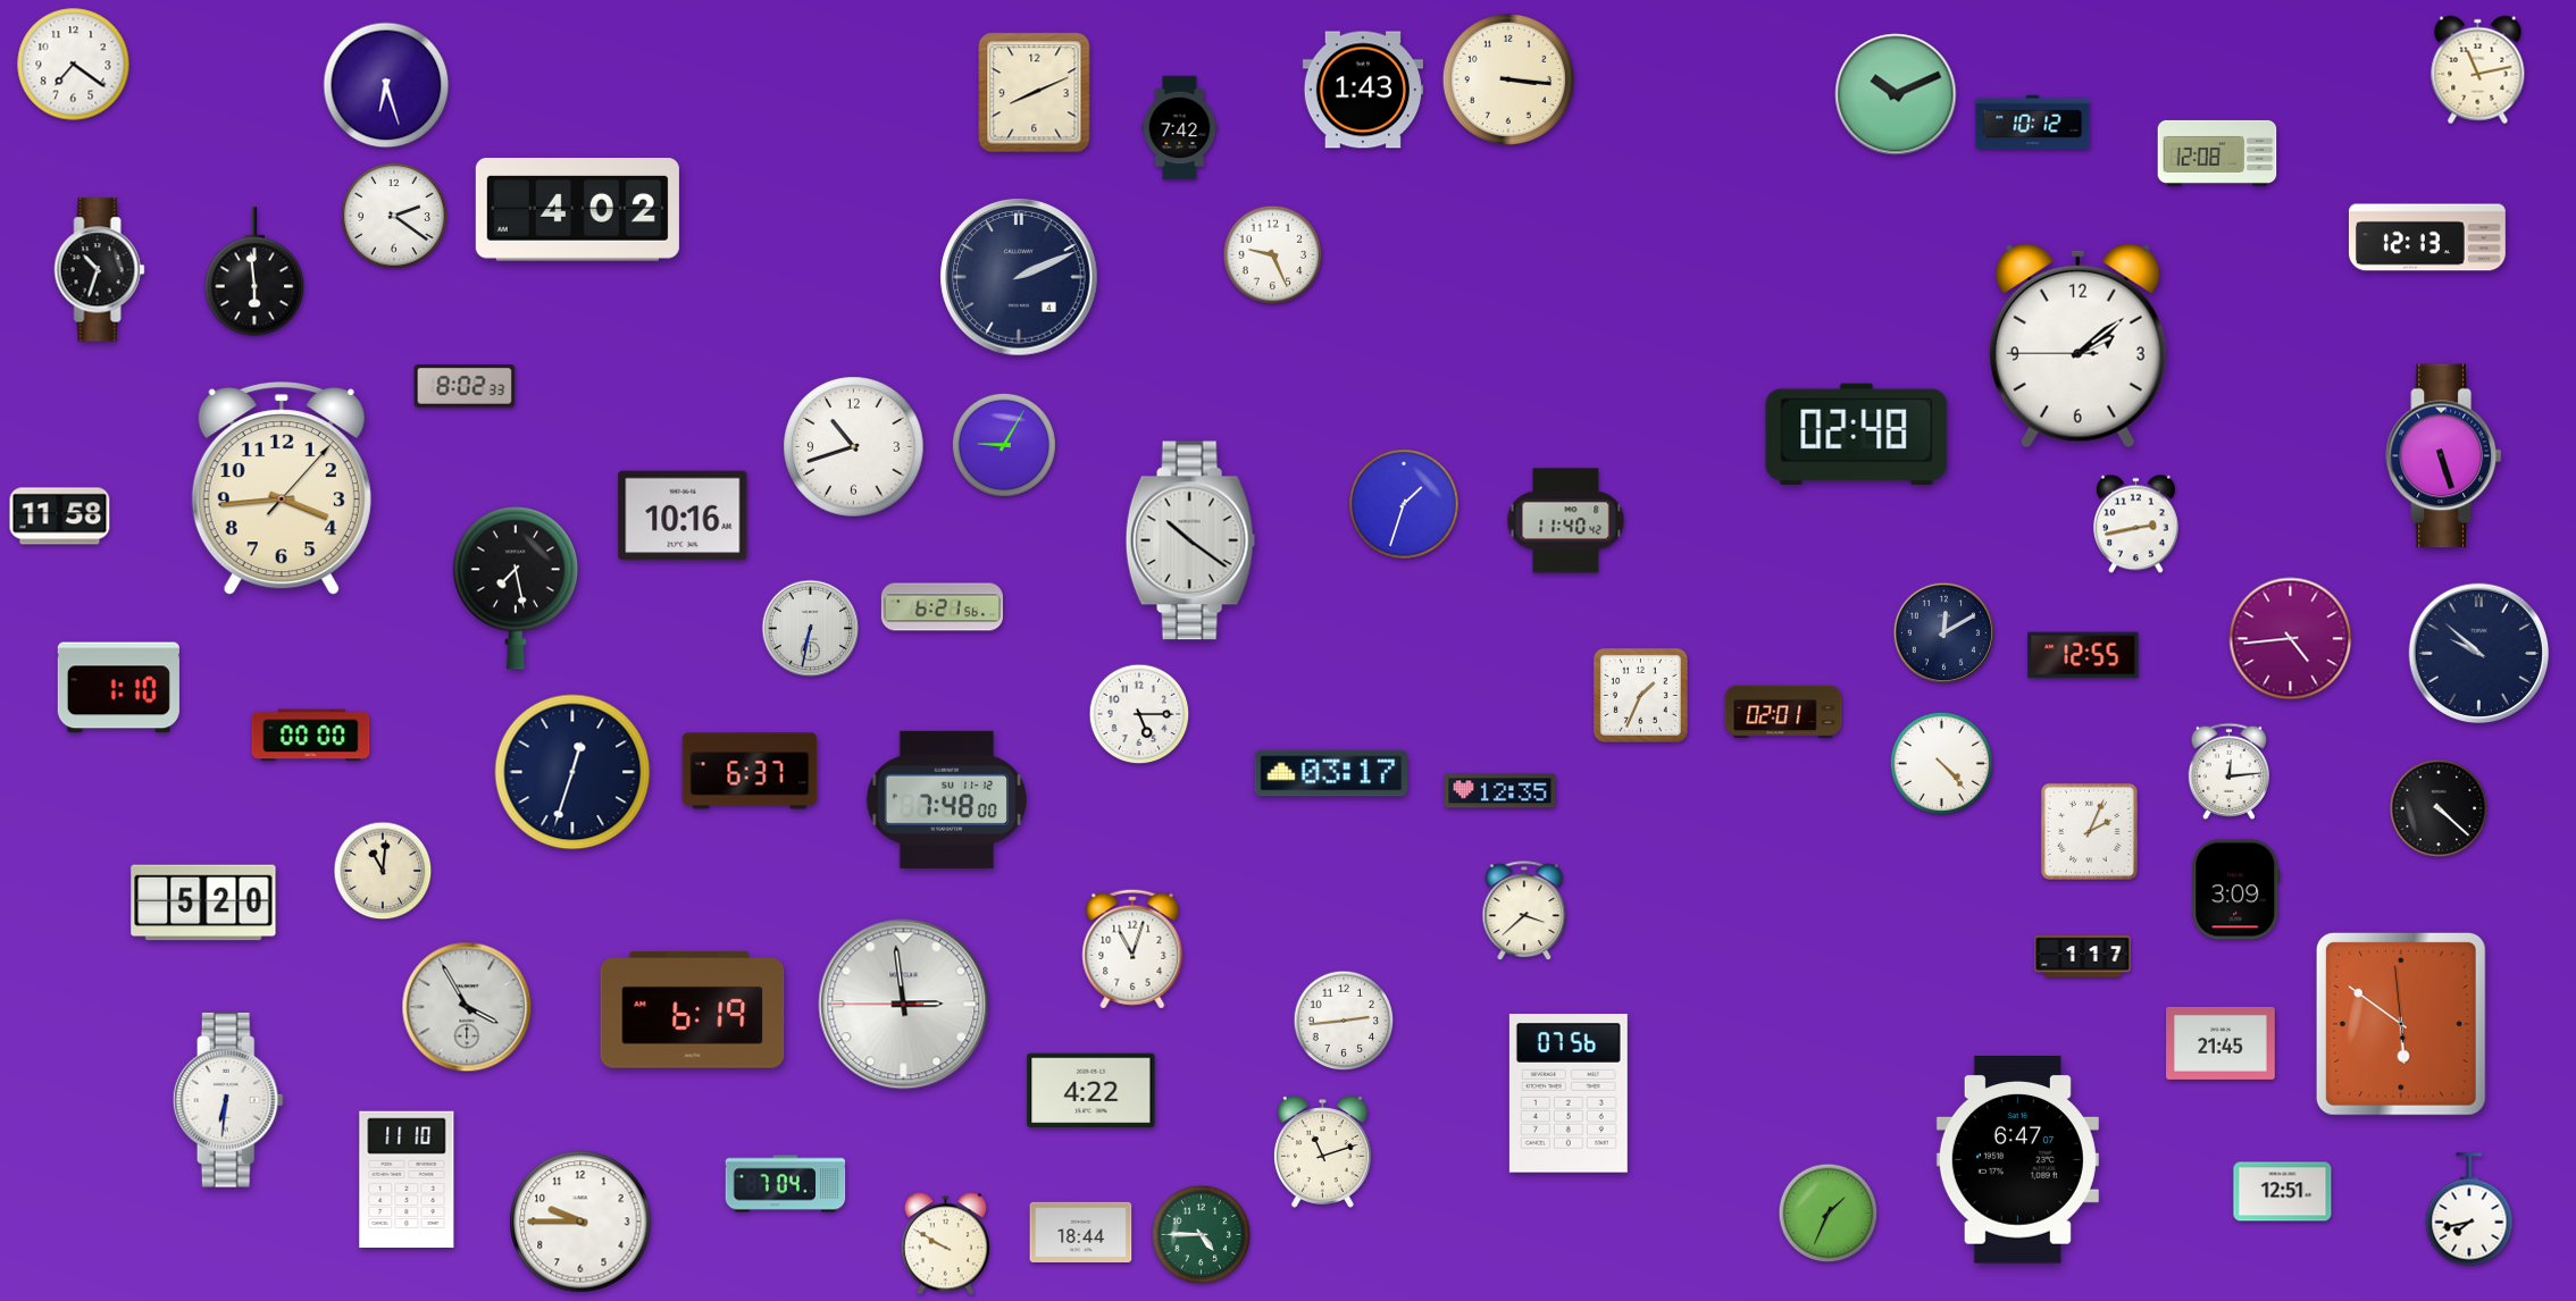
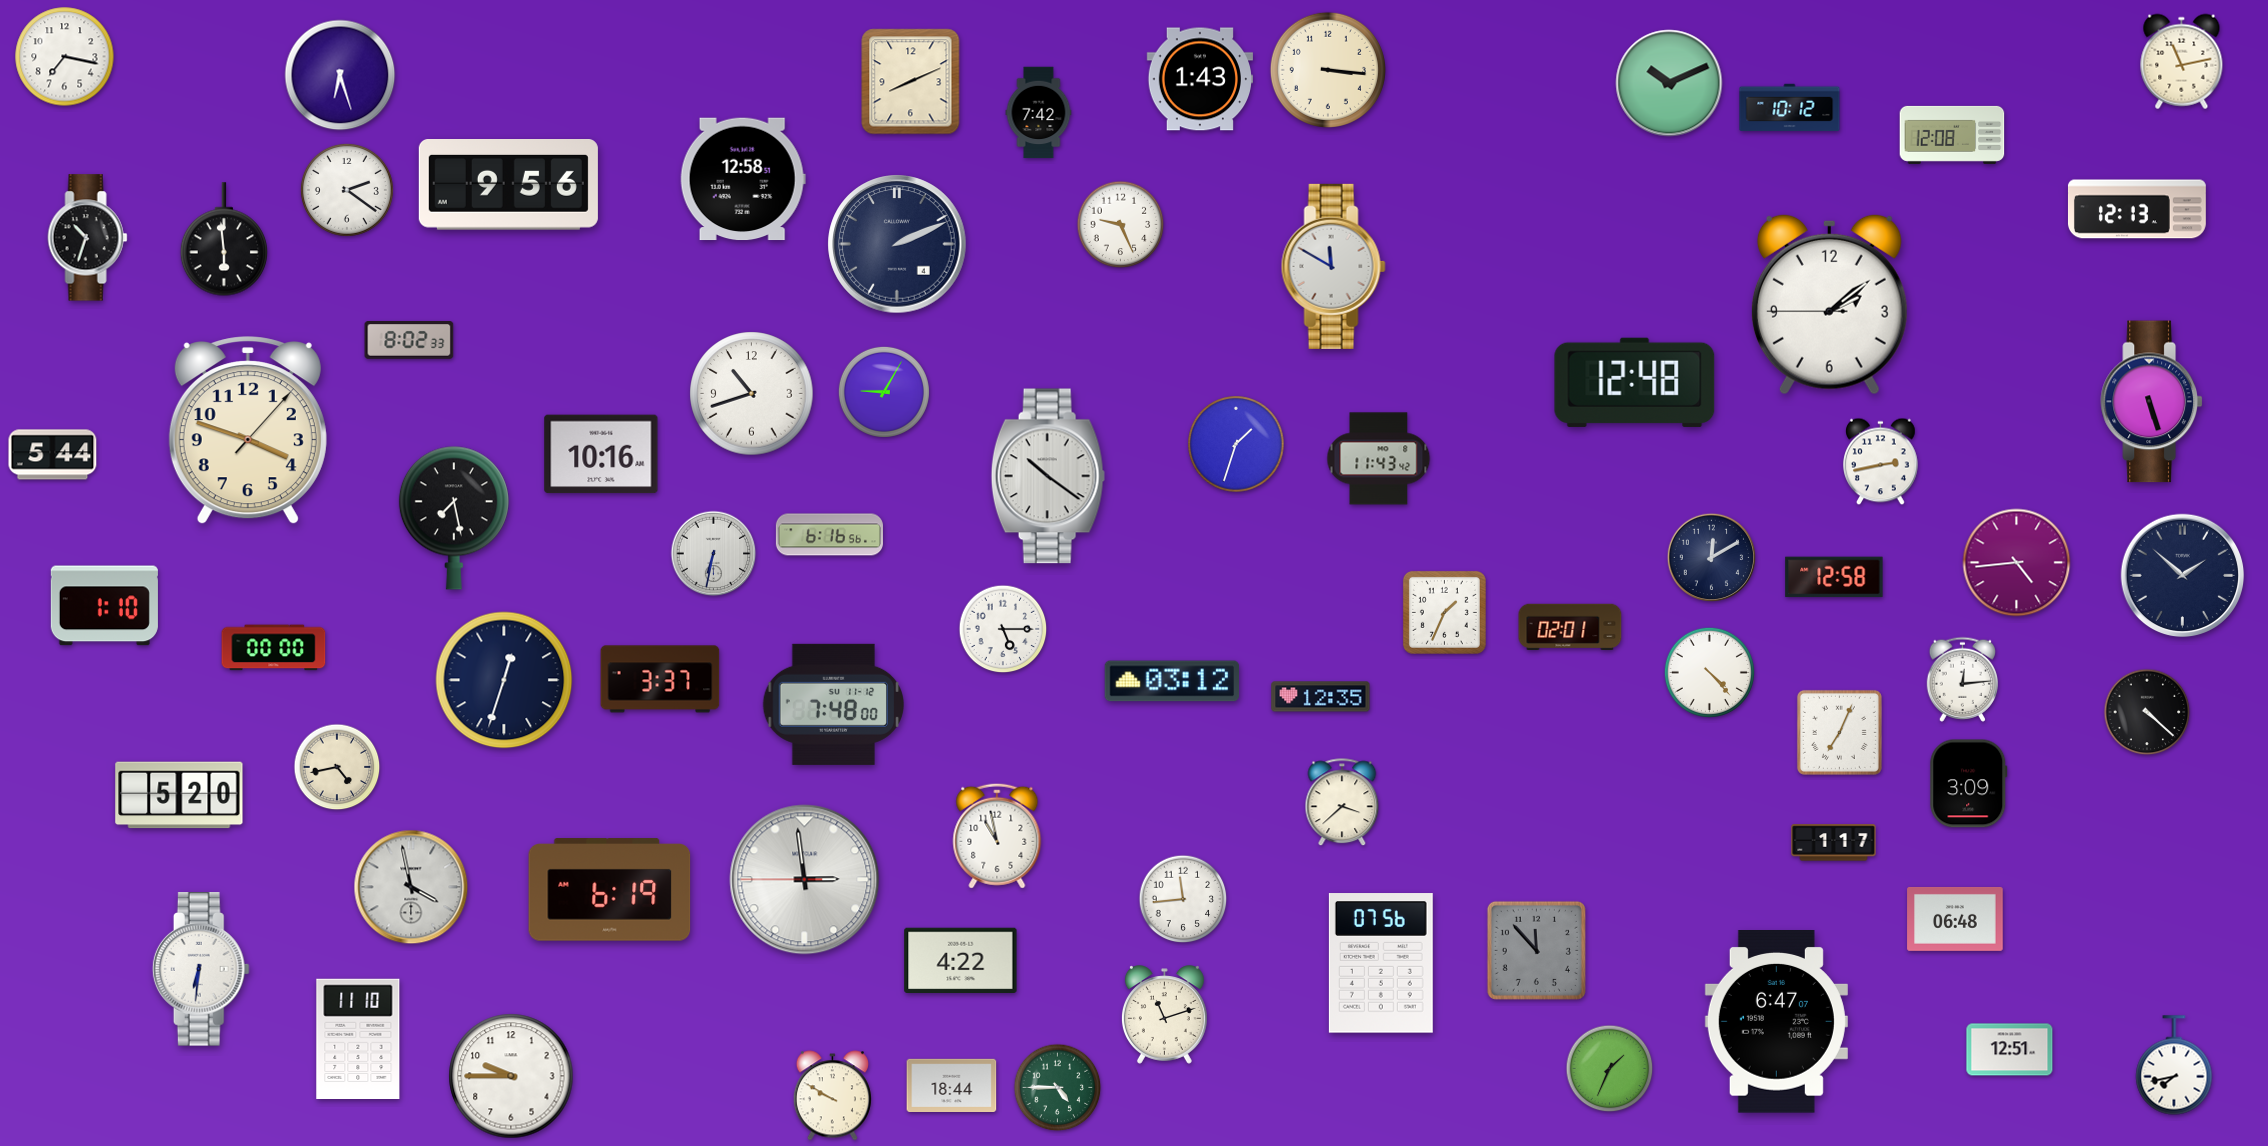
clock at (74, 65): 7:21 -> 7:17
clock at (743, 179): none -> 12:58
clock at (577, 210): 4:02 -> 9:56
clock at (1333, 266): none -> 11:50
clock at (1857, 434): 02:48 -> 12:48
clock at (282, 489): 3:44 -> 3:48
clock at (60, 517): 11:58 -> 5:44
clock at (1566, 521): 11:40 -> 11:43
clock at (942, 607): 6:21 -> 6:16
clock at (2479, 654): 9:52 -> 1:52
clock at (2083, 655): 12:55 -> 12:58
clock at (750, 771): 6:37 -> 3:37
clock at (1331, 773): 03:17 -> 03:12
clock at (2089, 831): 2:04 -> 7:04
clock at (383, 871): 11:01 -> 4:43
clock at (1132, 949): 11:03 -> 10:58
clock at (904, 1005) position: (904, 1005) -> (805, 880)
clock at (467, 1007): 3:55 -> 3:58
clock at (1344, 1021): 2:44 -> 11:44
clock at (2401, 1024): 5:50 -> none
clock at (2220, 1043): 21:45 -> 06:48
clock at (1536, 950): none -> 11:53
clock at (786, 1184): 7:04 -> none
